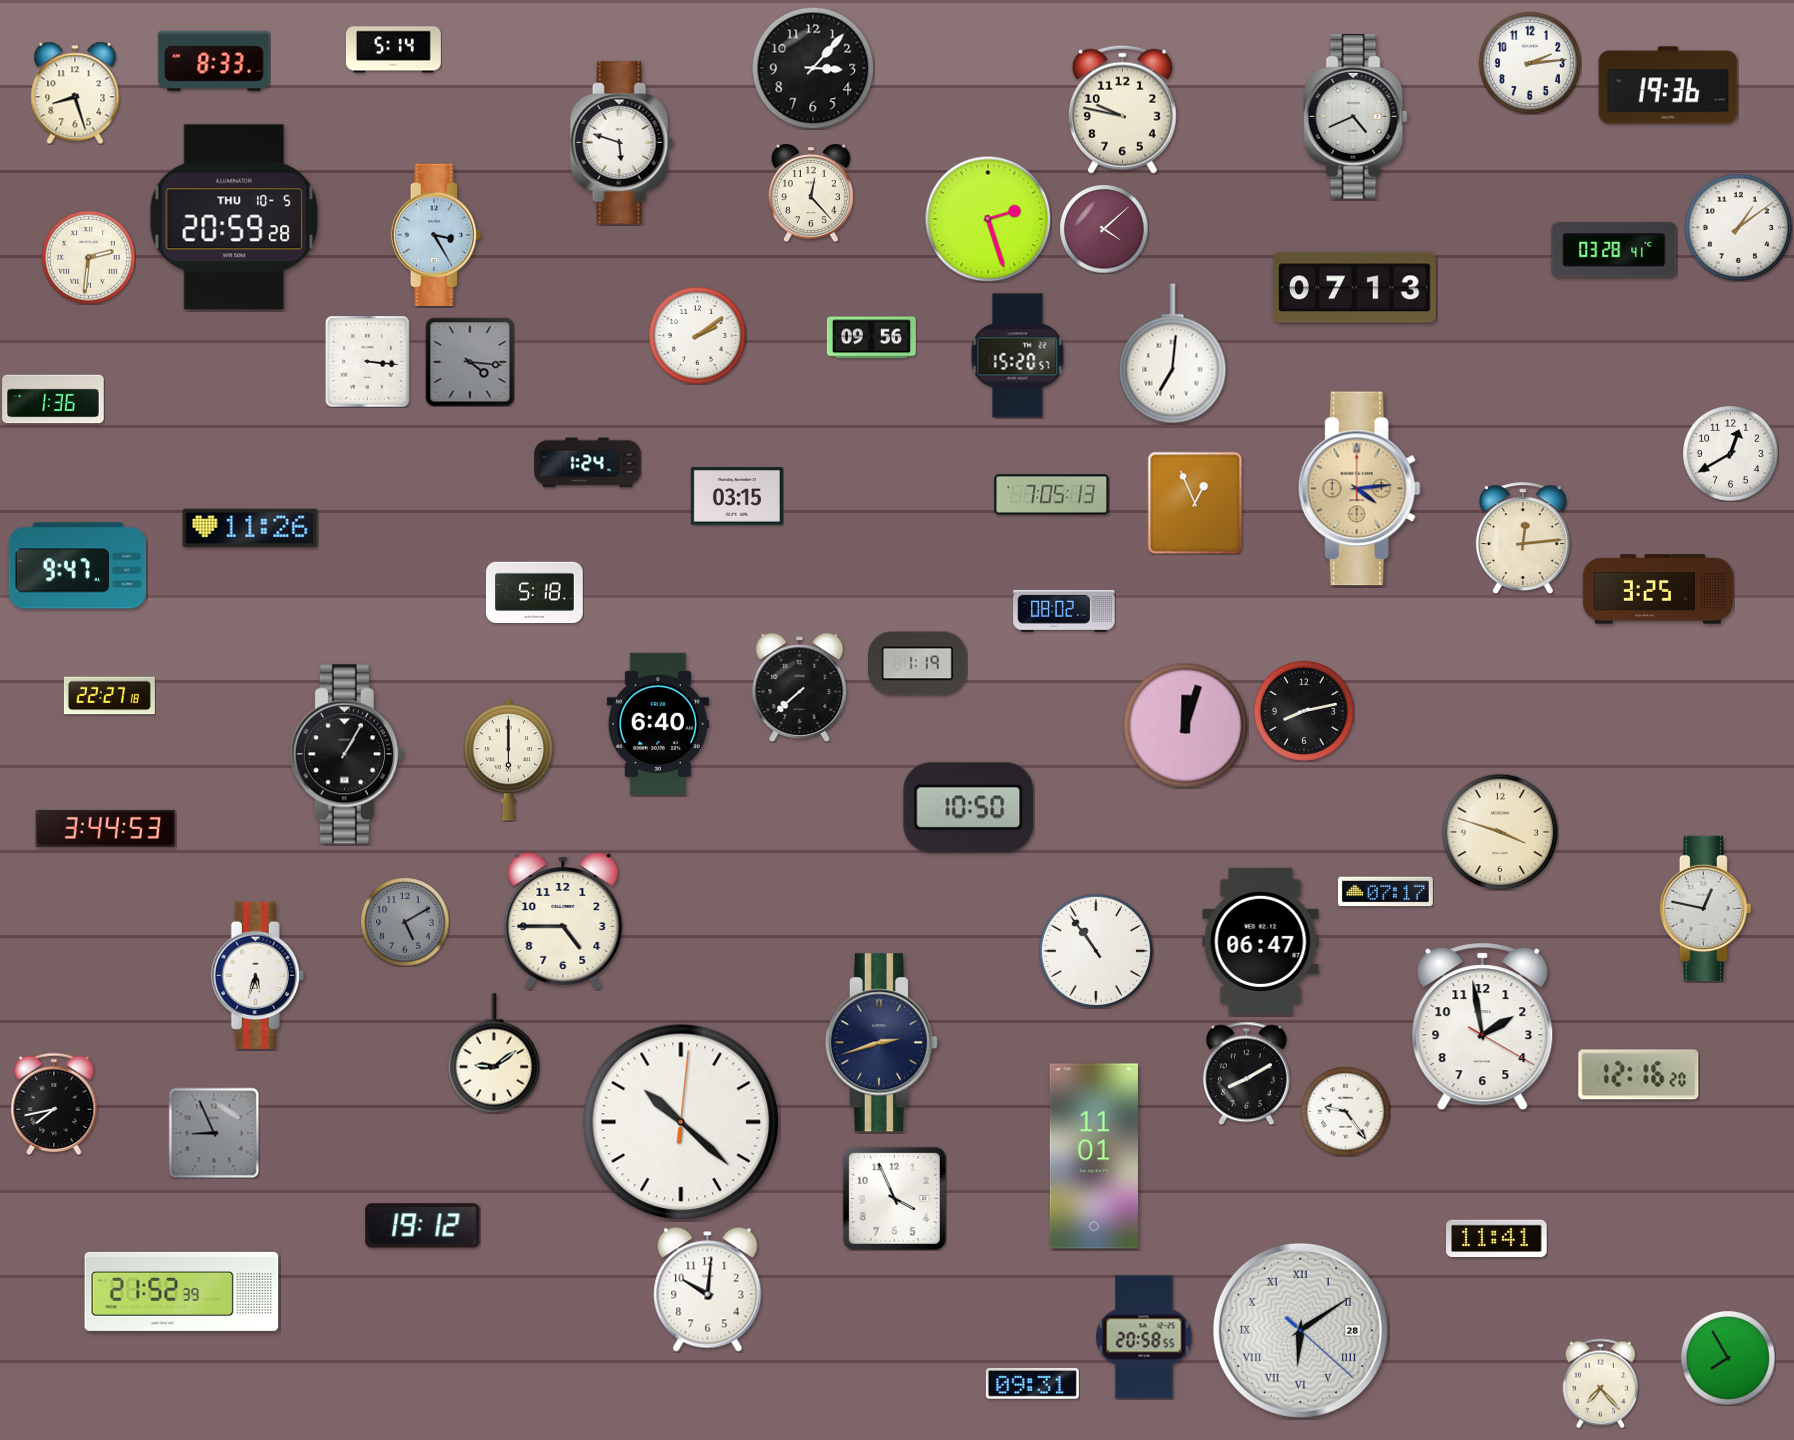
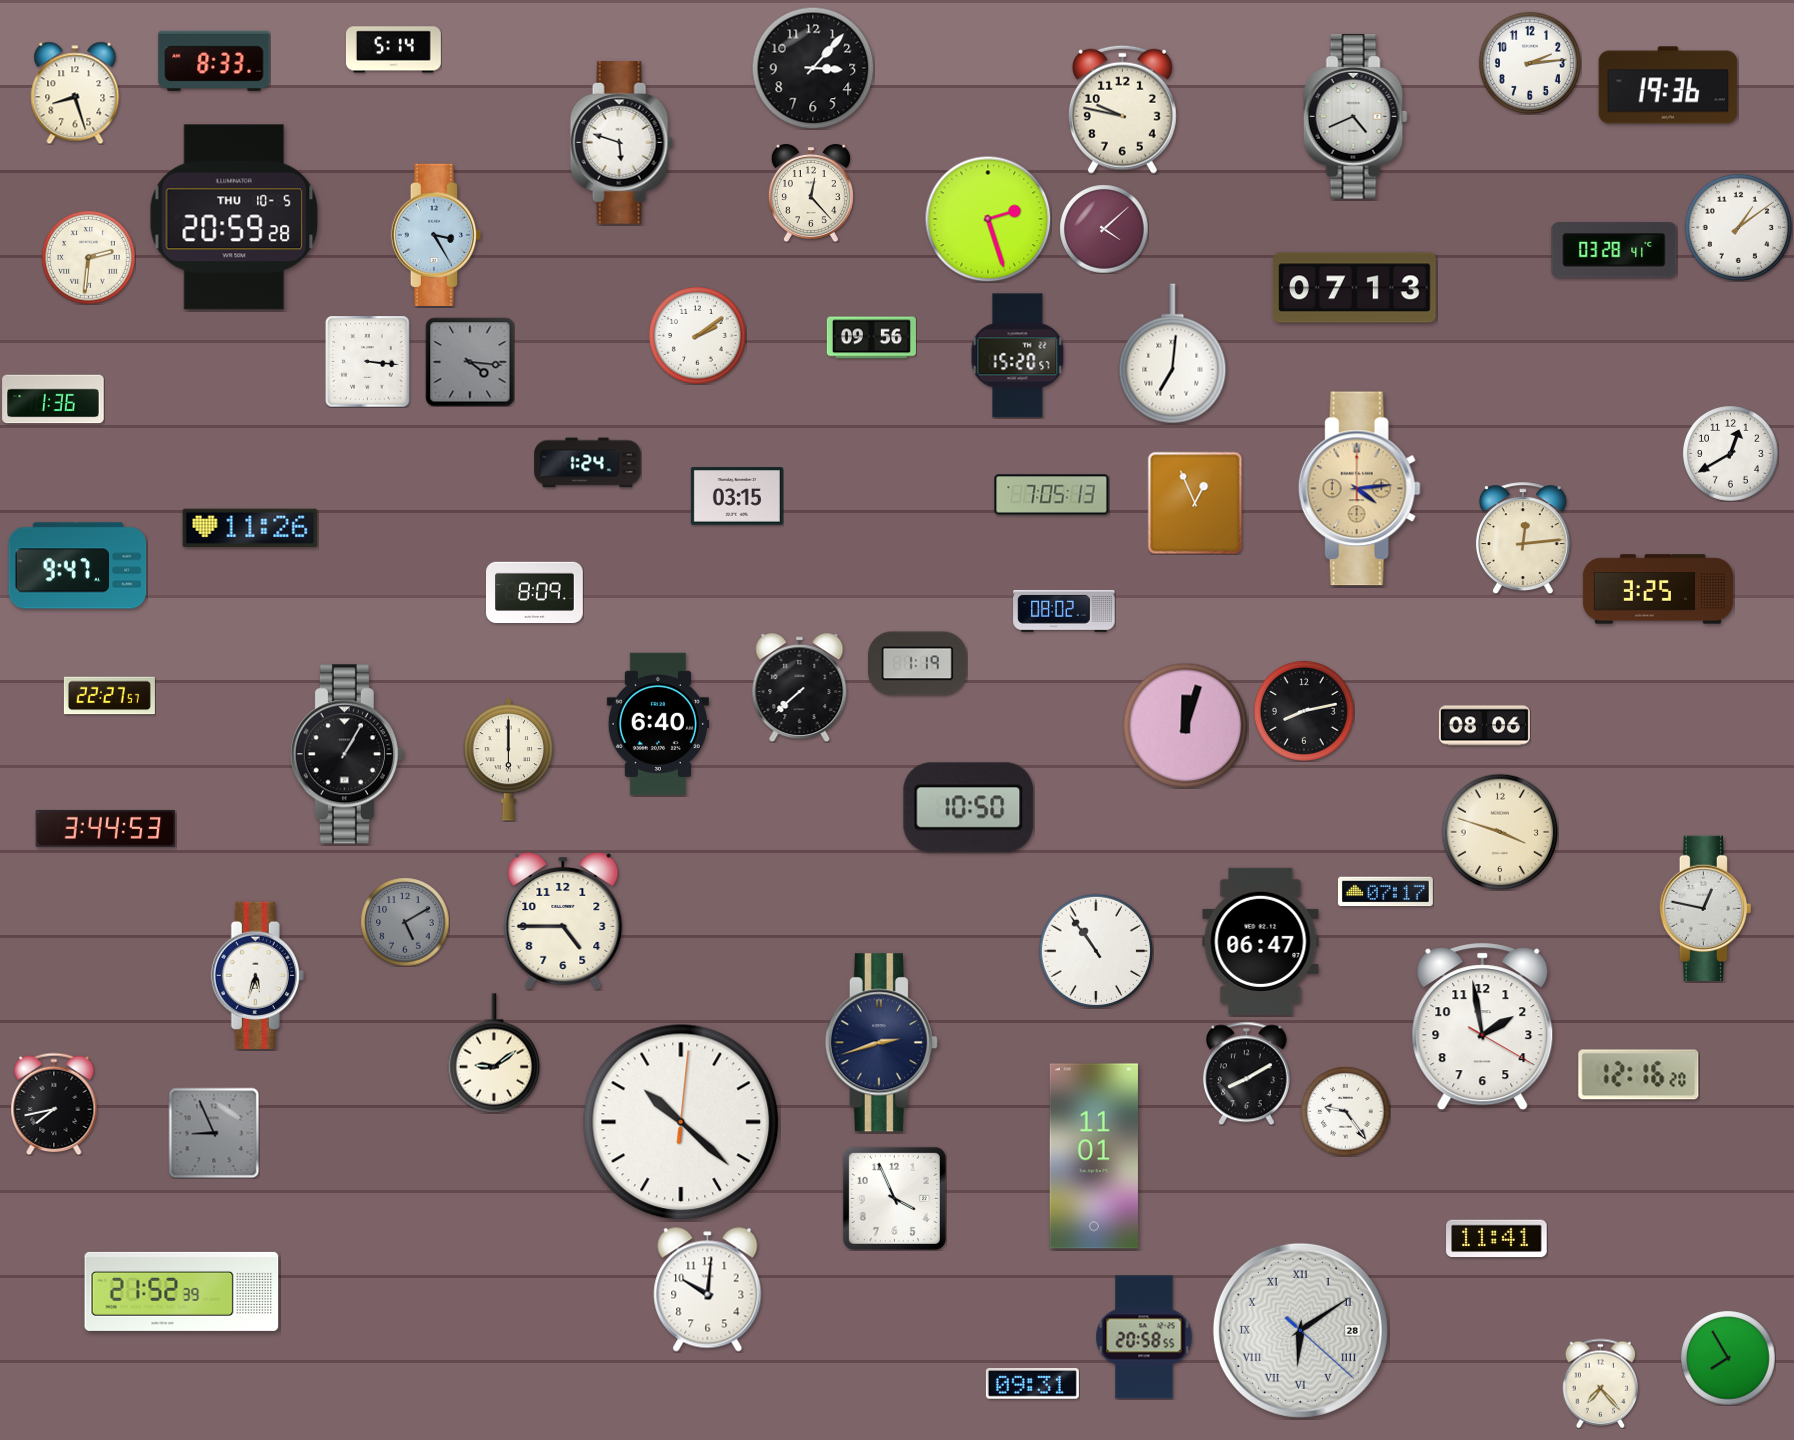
clock at (535, 593): 5:18 -> 8:09
clock at (109, 696): 22:27:18 -> 22:27:57
clock at (1484, 726): none -> 08:06
clock at (423, 1226): 19:12 -> none
